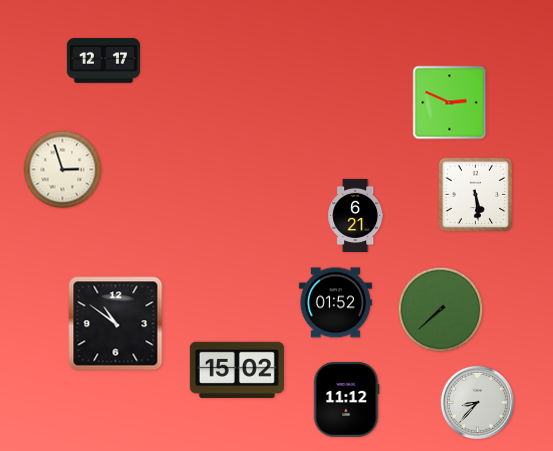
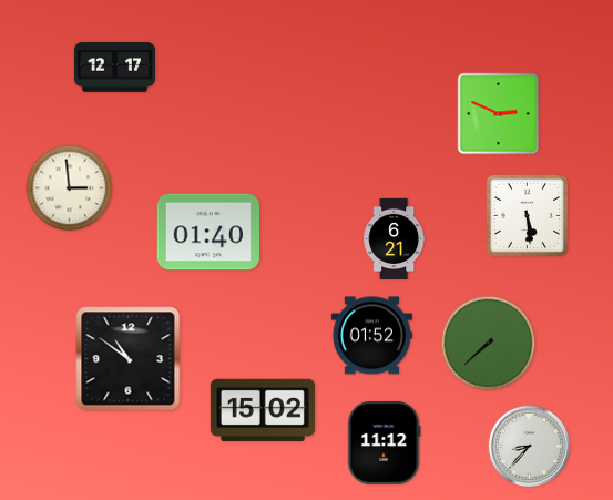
clock at (63, 170): 2:57 -> 2:59
clock at (208, 232): none -> 01:40
